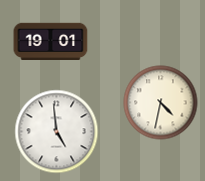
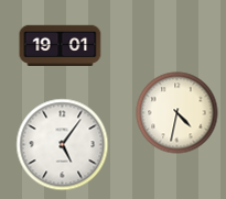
clock at (51, 42) position: (51, 42) -> (61, 46)
clock at (57, 132): 4:59 -> 5:06
